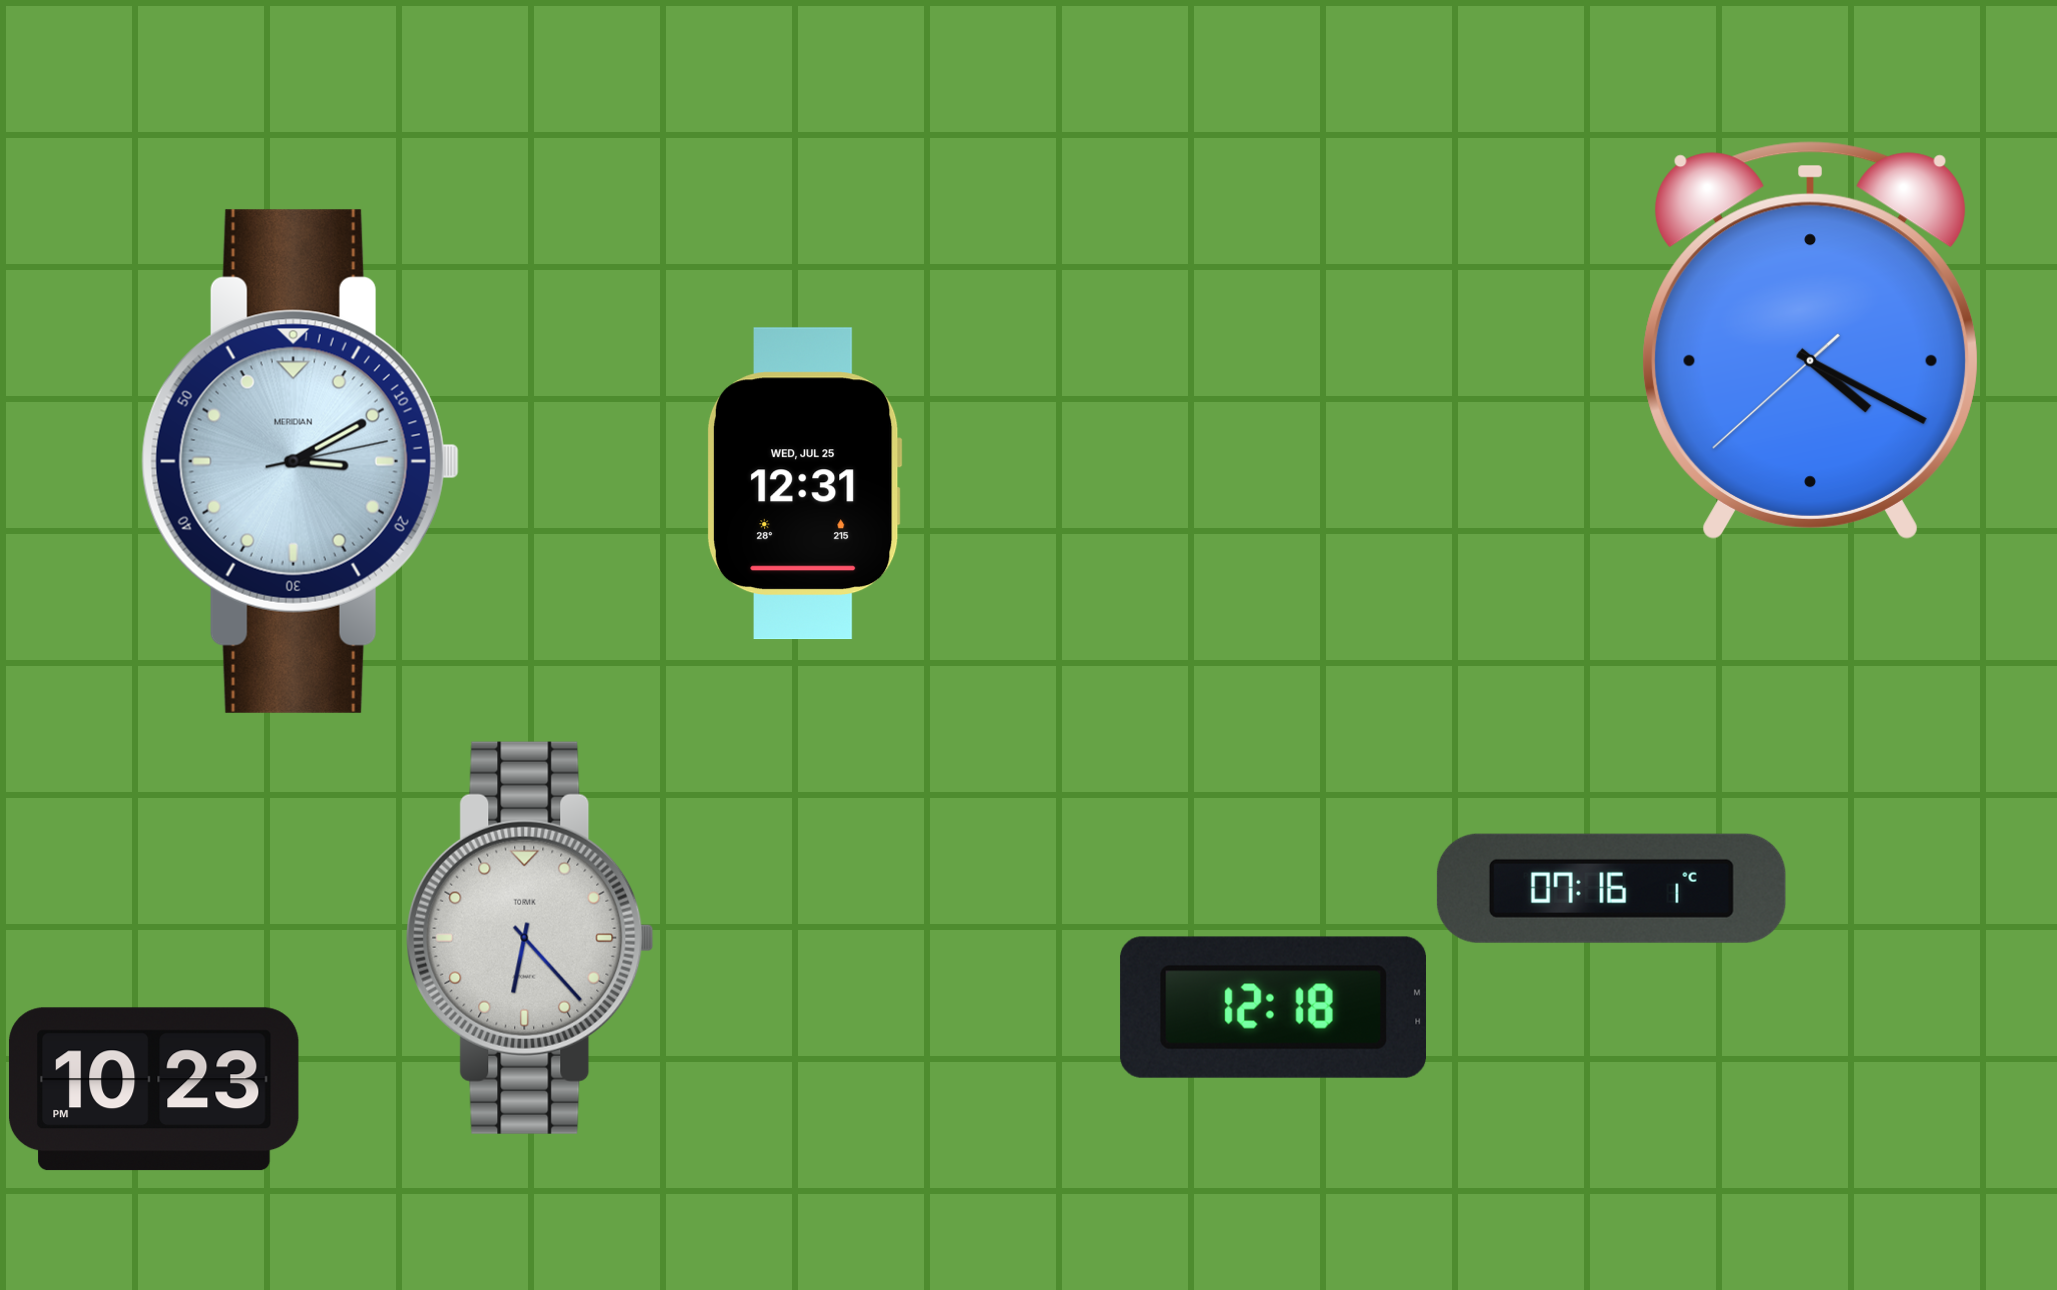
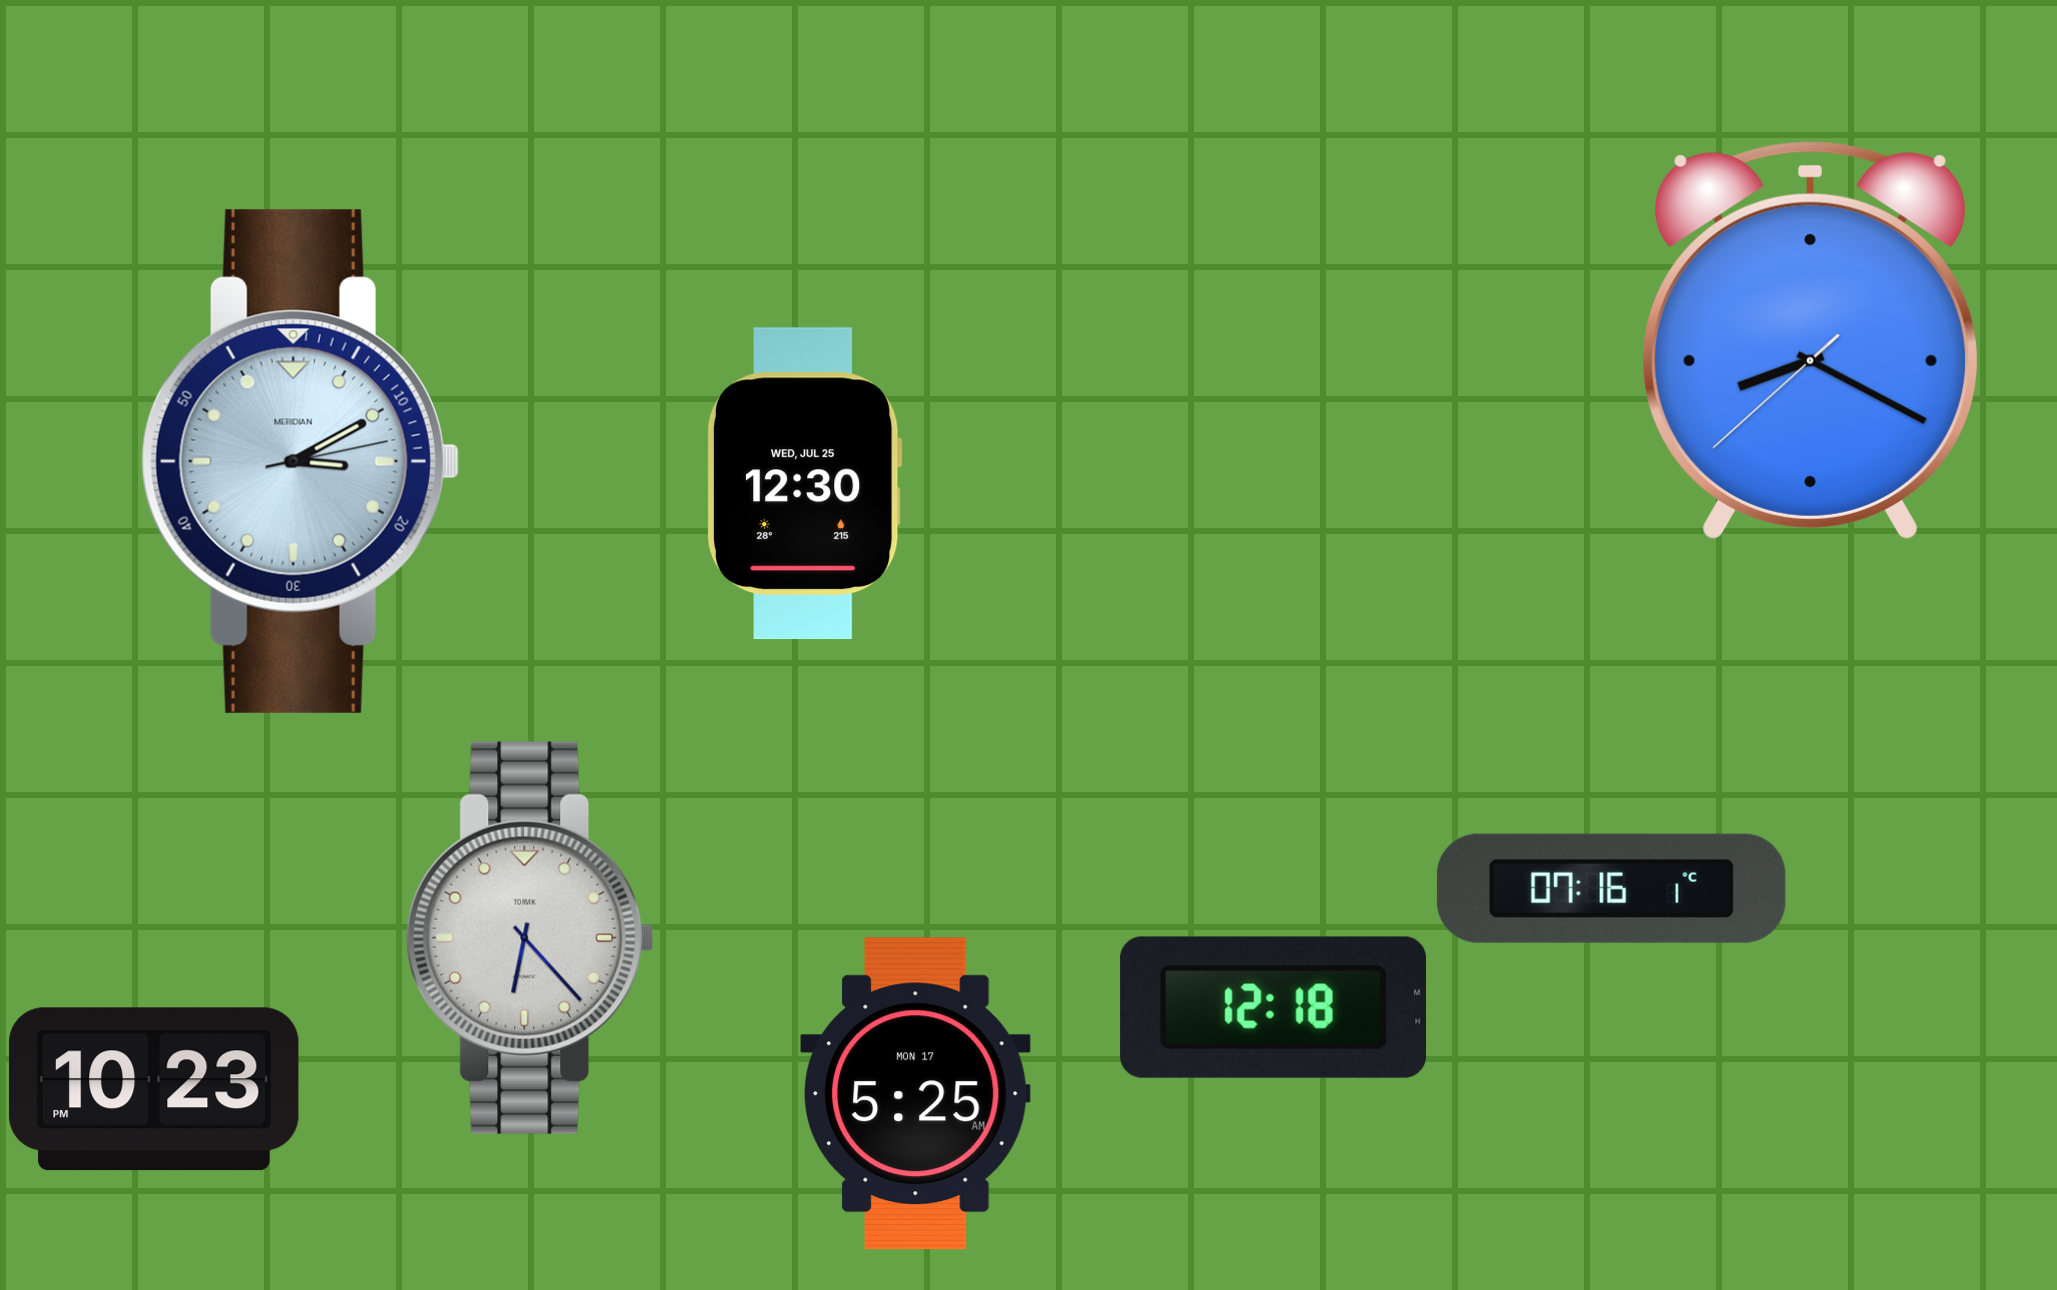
clock at (1810, 340): 4:19 -> 8:19
clock at (804, 484): 12:31 -> 12:30
clock at (915, 1094): none -> 5:25
